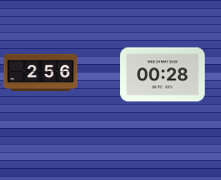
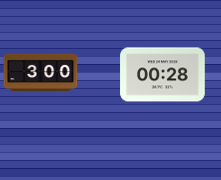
clock at (41, 73): 2:56 -> 3:00
